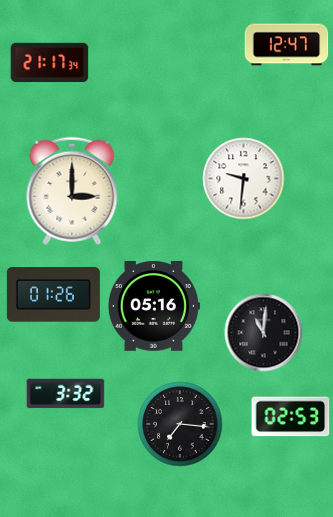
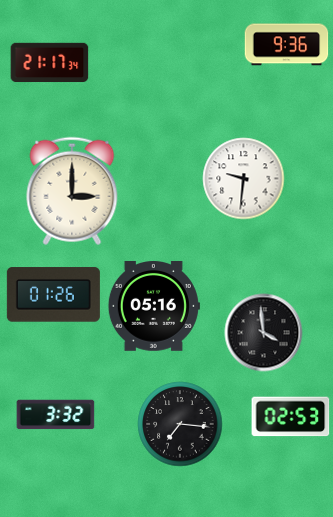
clock at (286, 45): 12:47 -> 9:36
clock at (263, 332): 11:01 -> 3:59
clock at (65, 394) position: (65, 394) -> (55, 415)
